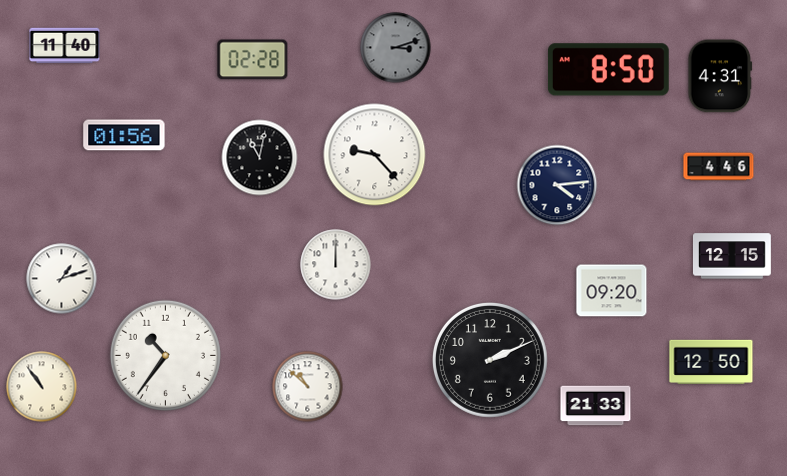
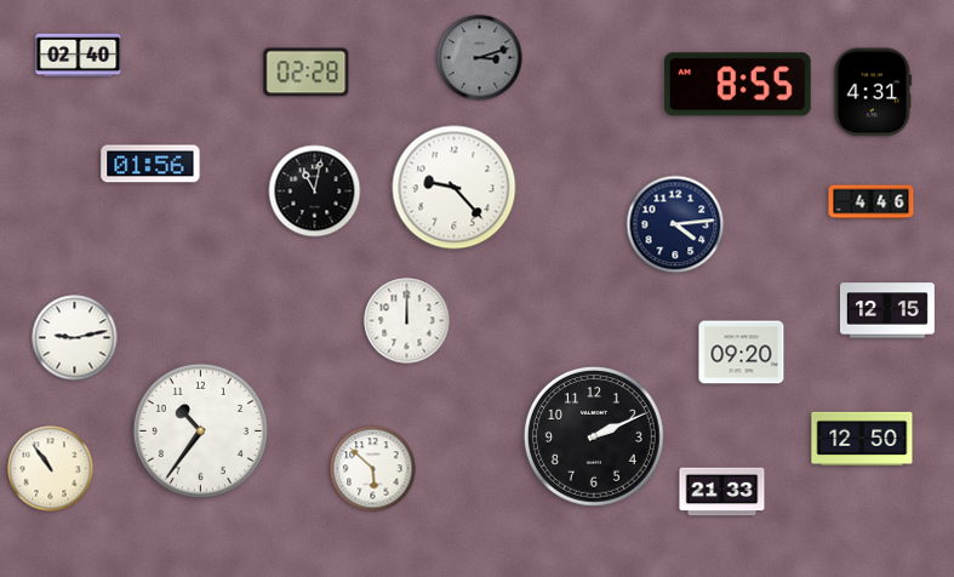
clock at (65, 46): 11:40 -> 02:40
clock at (608, 70): 8:50 -> 8:55
clock at (62, 279): 1:12 -> 9:13
clock at (308, 387): 10:52 -> 5:52
